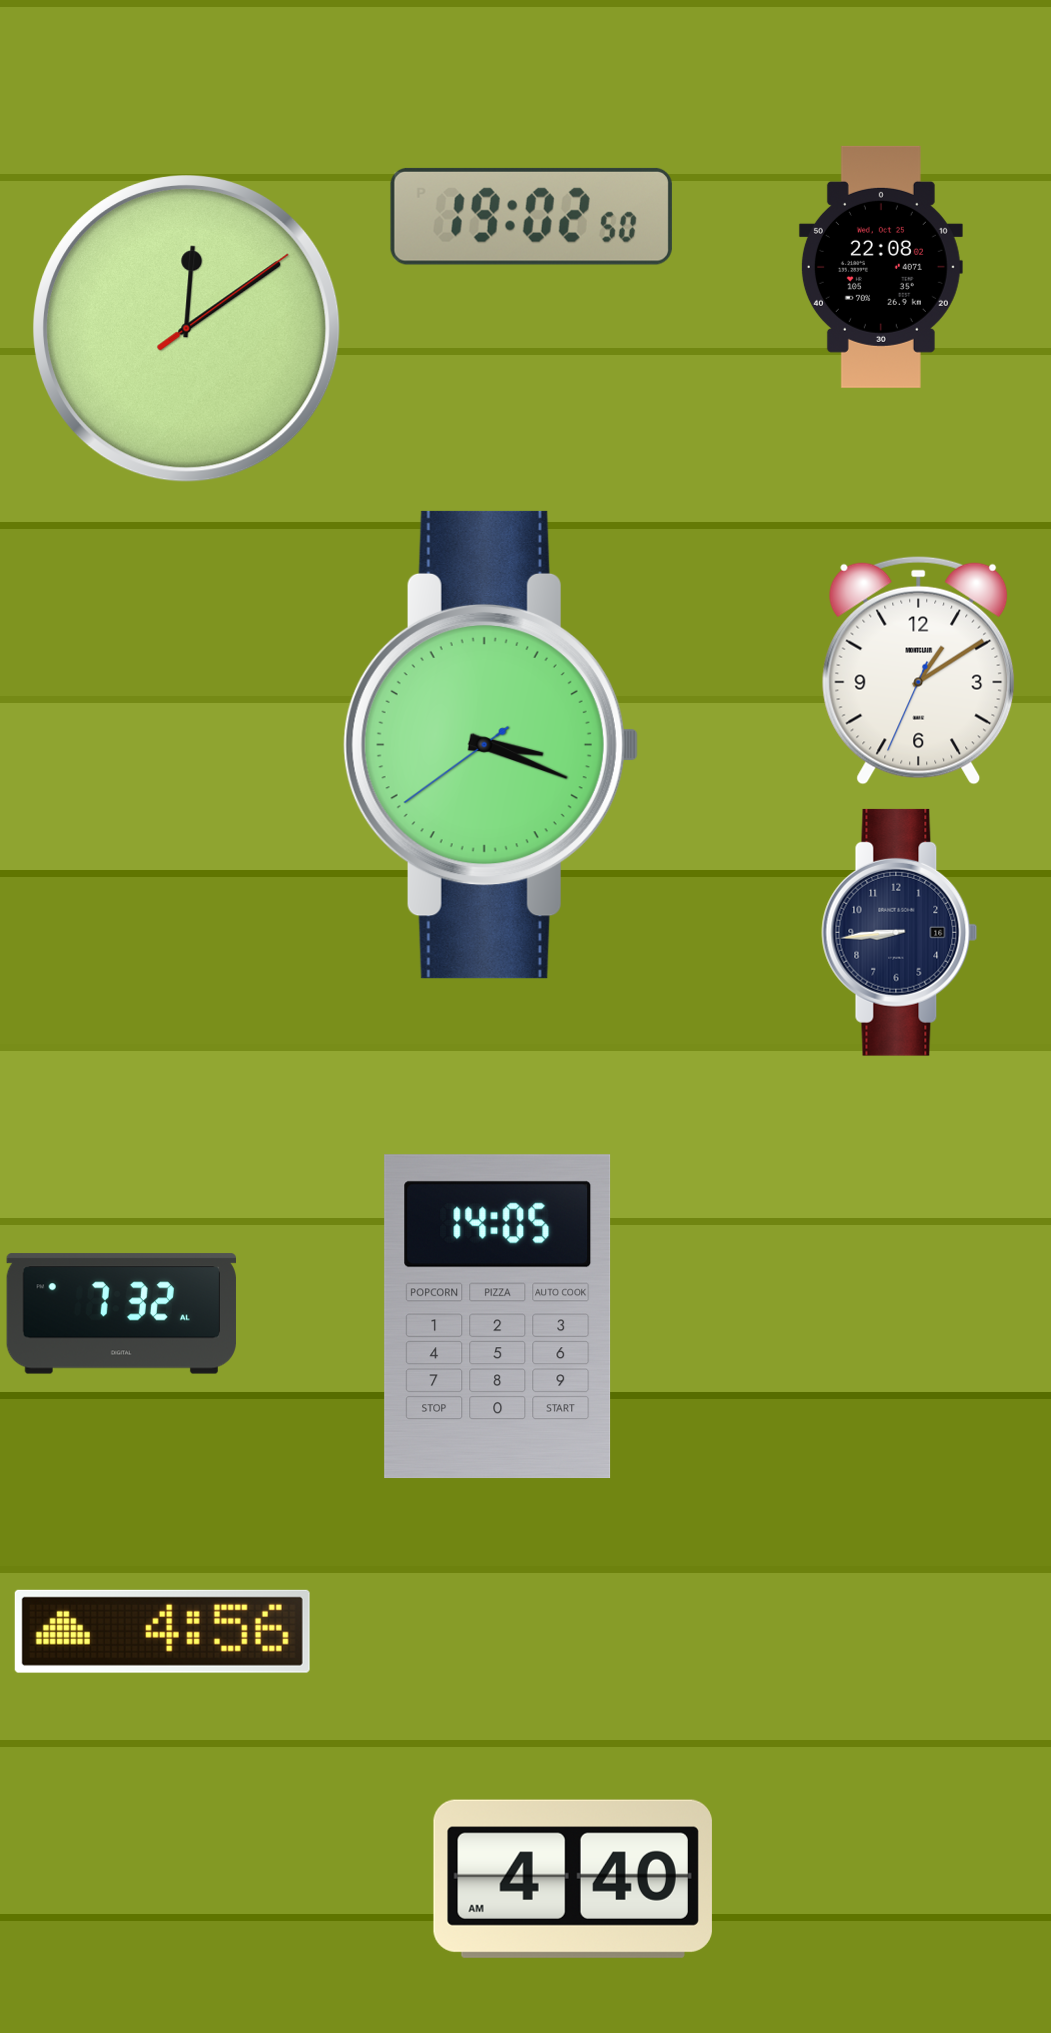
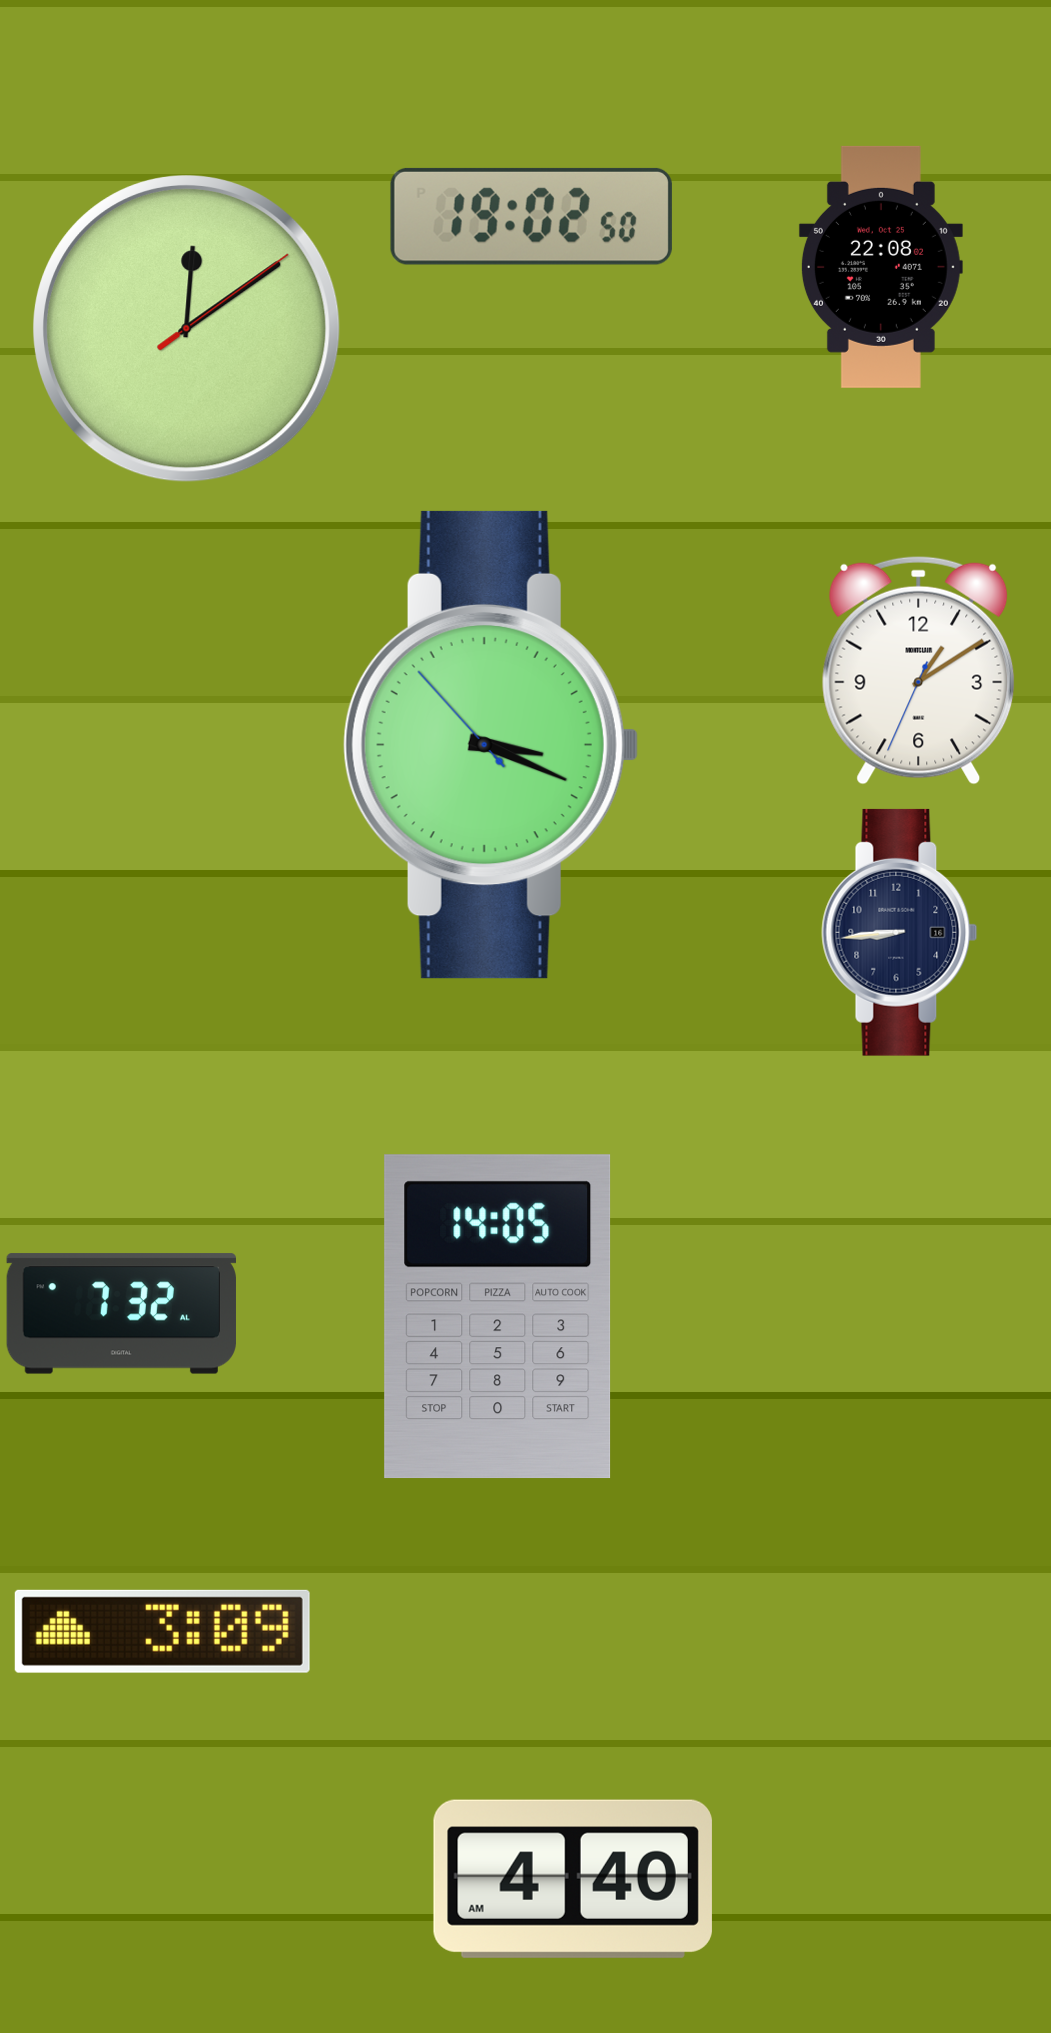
clock at (491, 745): 3:18:39 -> 3:18:53
clock at (162, 1631): 4:56 -> 3:09
